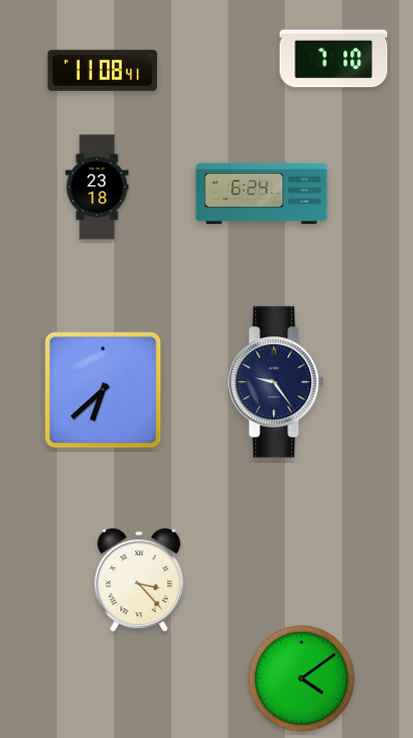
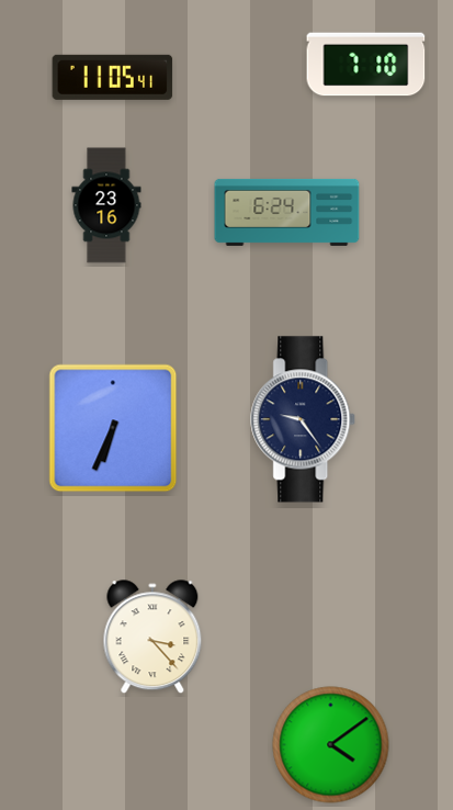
clock at (103, 70): 11:08 -> 11:05
clock at (97, 187): 23:18 -> 23:16
clock at (103, 390): 6:38 -> 6:34
